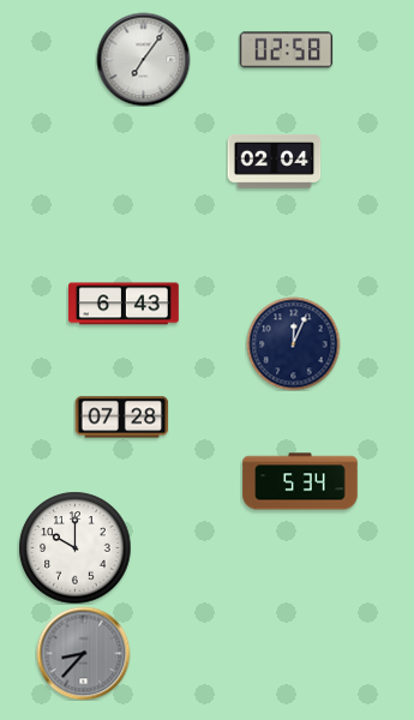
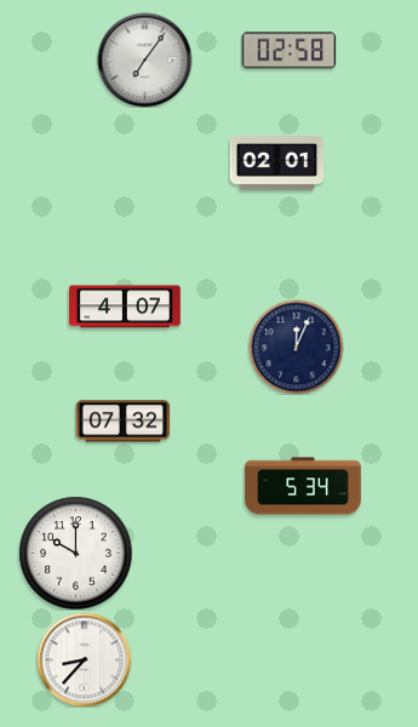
clock at (274, 161): 02:04 -> 02:01
clock at (125, 304): 6:43 -> 4:07
clock at (121, 418): 07:28 -> 07:32
clock at (83, 653) dial: grey -> white
